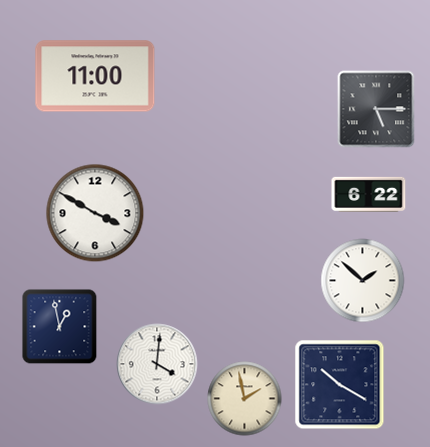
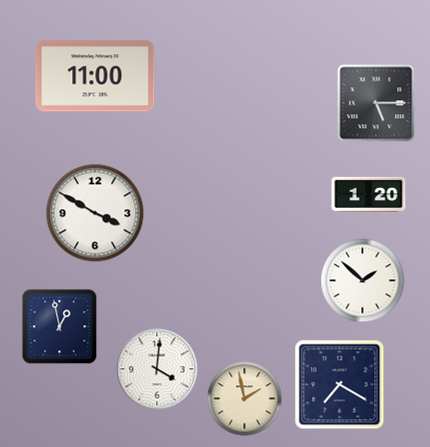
clock at (376, 109) position: (376, 109) -> (376, 103)
clock at (369, 194): 6:22 -> 1:20
clock at (157, 364) position: (157, 364) -> (157, 369)
clock at (340, 385): 10:20 -> 7:20
